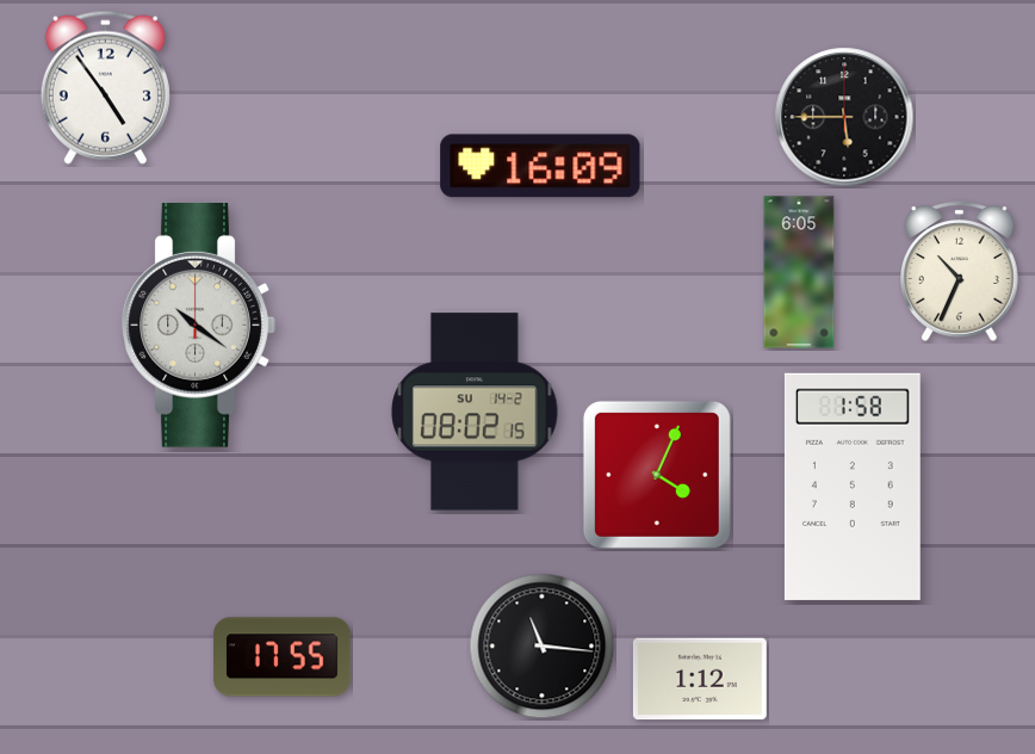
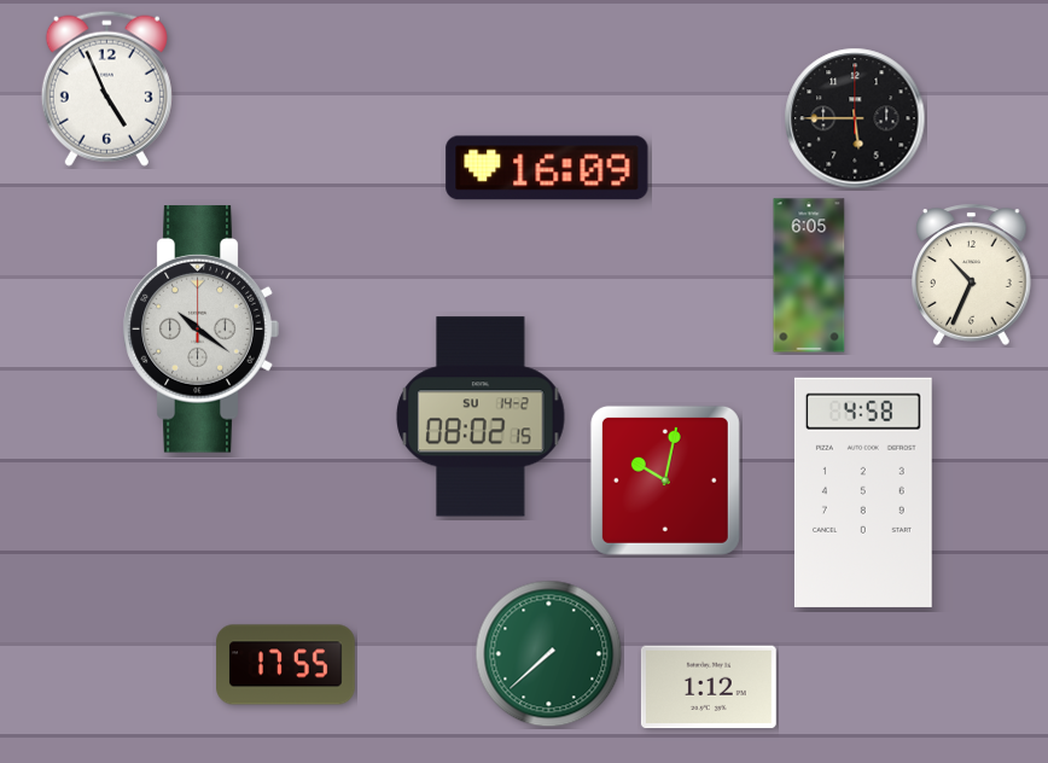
clock at (105, 87): 4:54 -> 4:56
clock at (657, 475): 4:04 -> 10:02
clock at (853, 487): 1:58 -> 4:58
clock at (543, 647): 11:16 -> 7:38
clock at (543, 647) dial: black -> green
